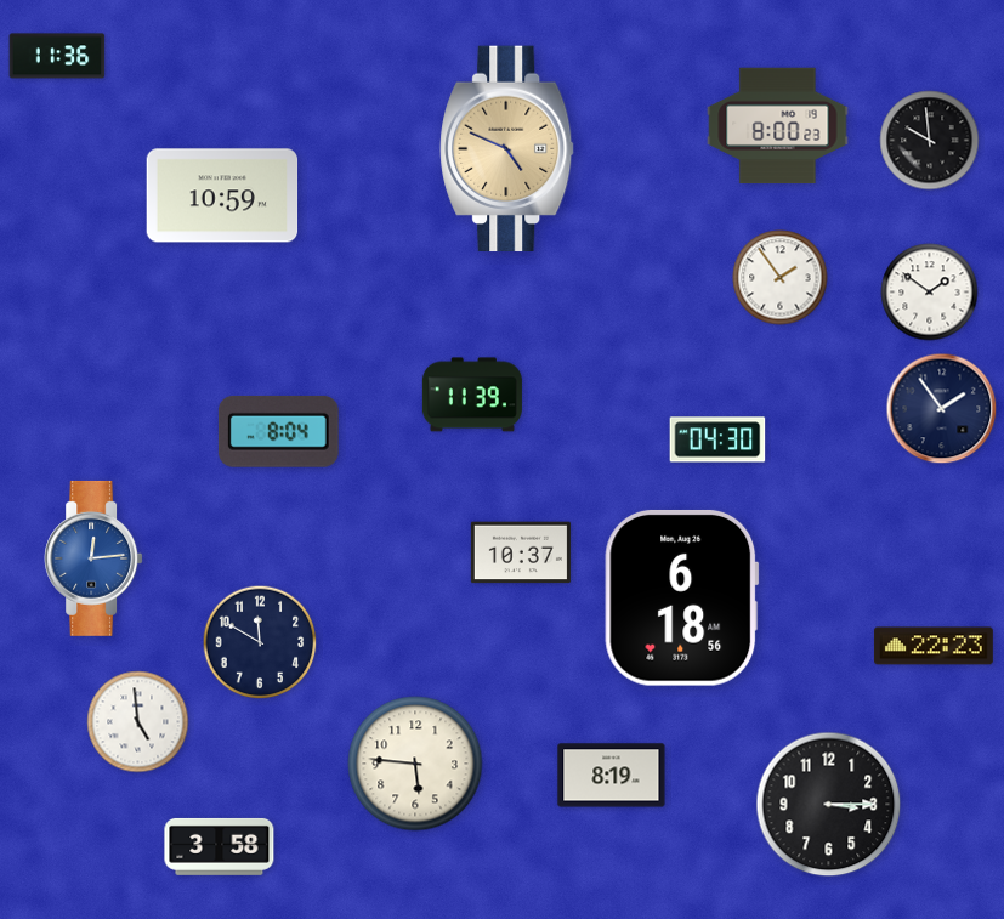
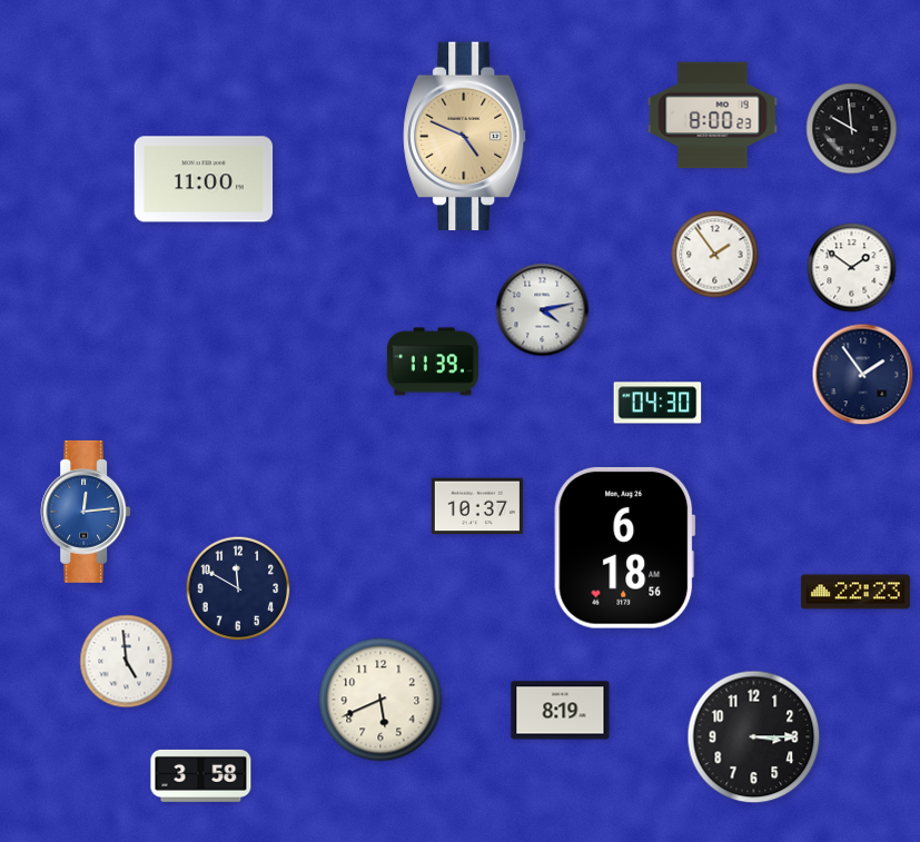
clock at (57, 56): 11:36 -> none
clock at (222, 195): 10:59 -> 11:00
clock at (543, 310): none -> 4:13
clock at (278, 432): 8:04 -> none
clock at (415, 764): 5:46 -> 5:41
clock at (829, 805) position: (829, 805) -> (754, 737)
